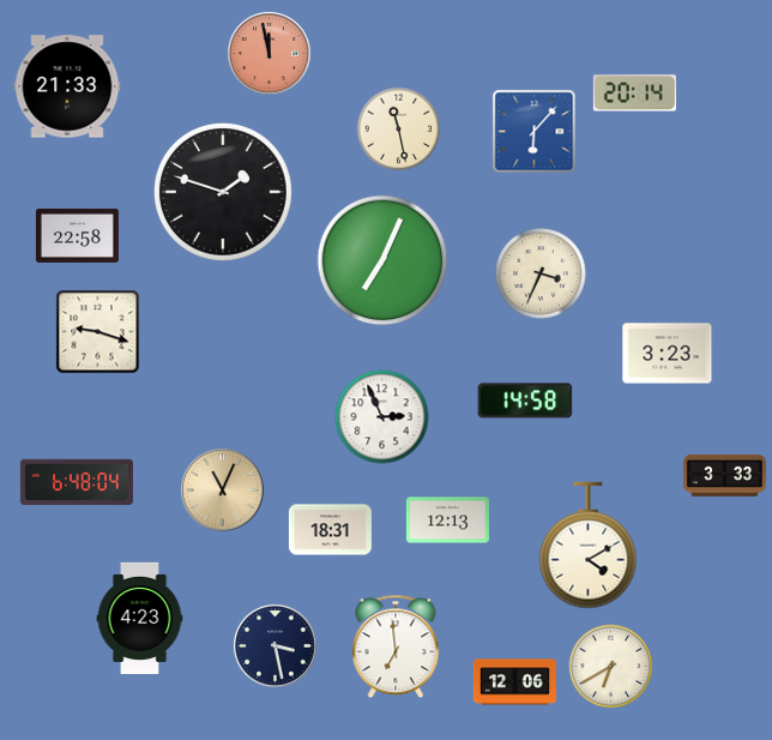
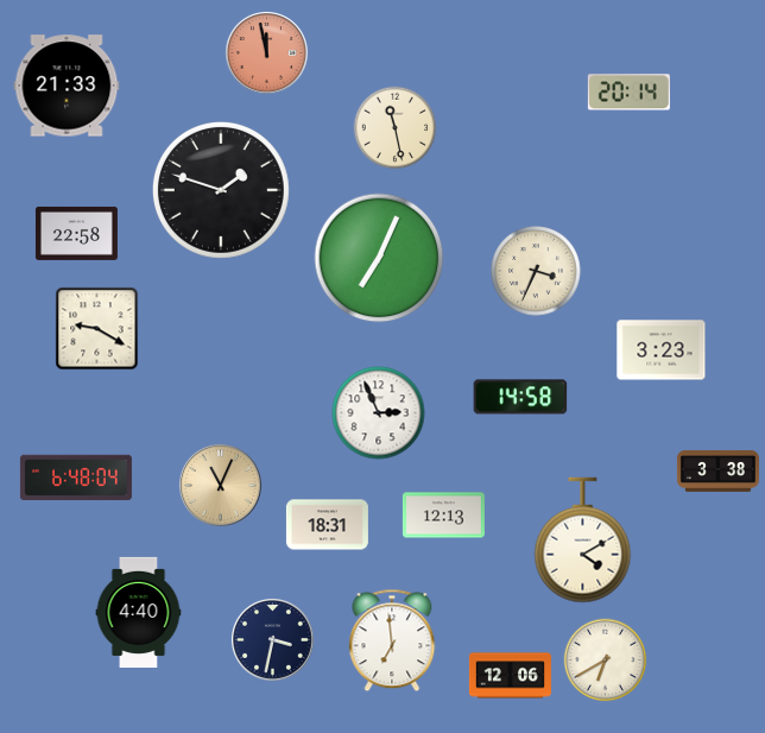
clock at (535, 132): 6:07 -> none
clock at (98, 332): 9:18 -> 9:20
clock at (724, 475): 3:33 -> 3:38
clock at (140, 618): 4:23 -> 4:40
clock at (276, 646): 3:28 -> 3:32
